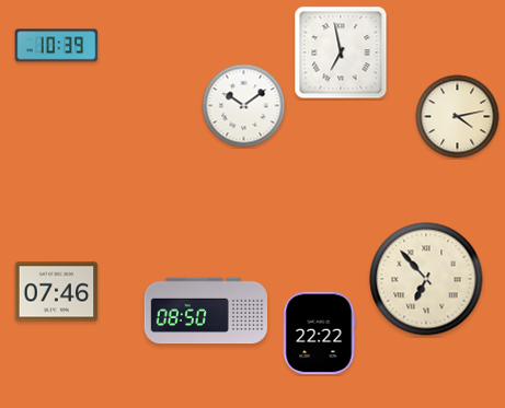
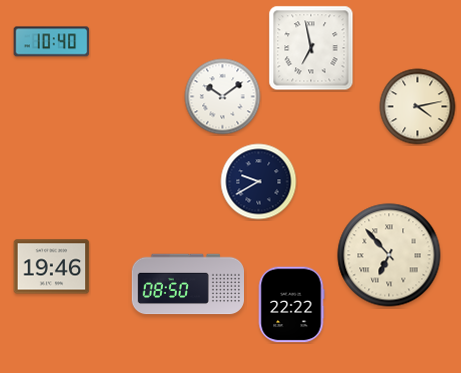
clock at (57, 46): 10:39 -> 10:40
clock at (259, 182): none -> 9:40
clock at (57, 292): 07:46 -> 19:46
